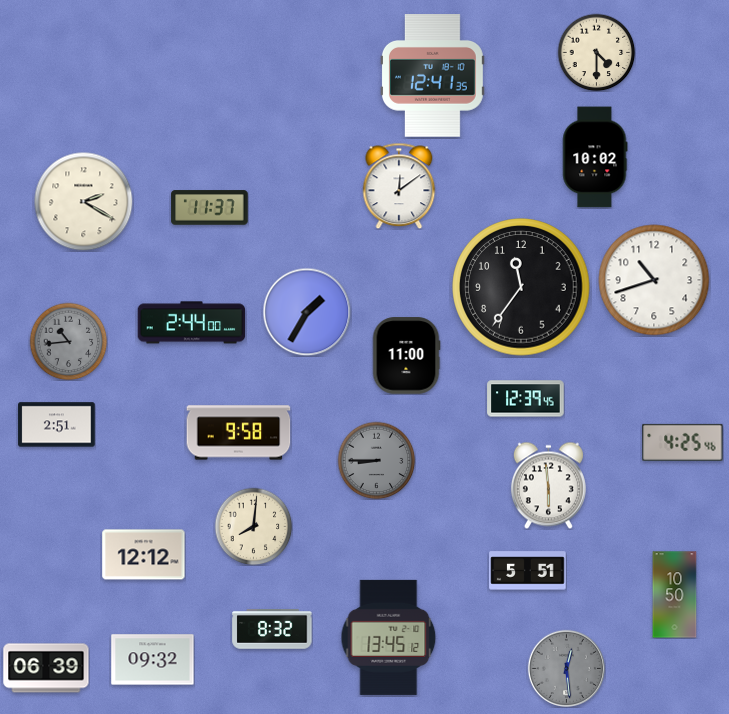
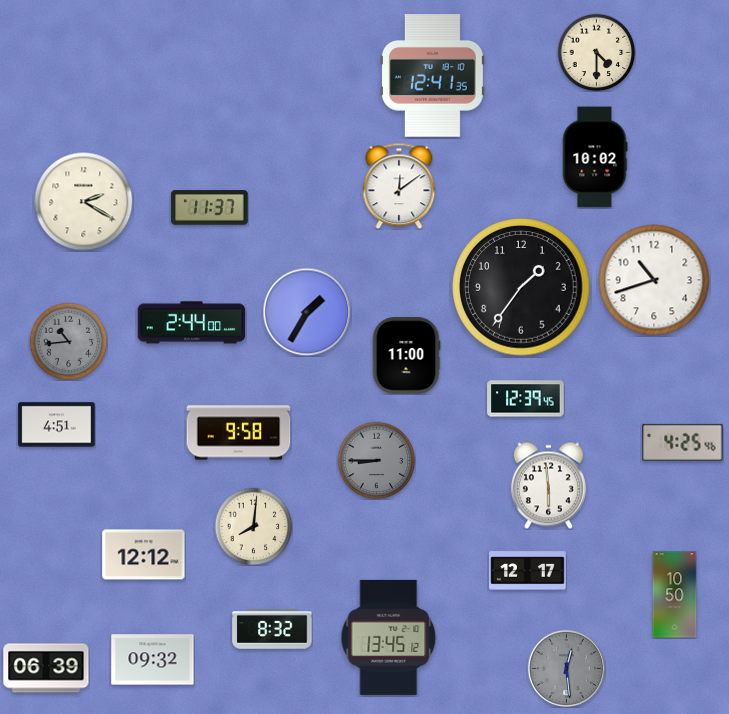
clock at (521, 287): 11:36 -> 1:36
clock at (57, 425): 2:51 -> 4:51
clock at (528, 571): 5:51 -> 12:17
